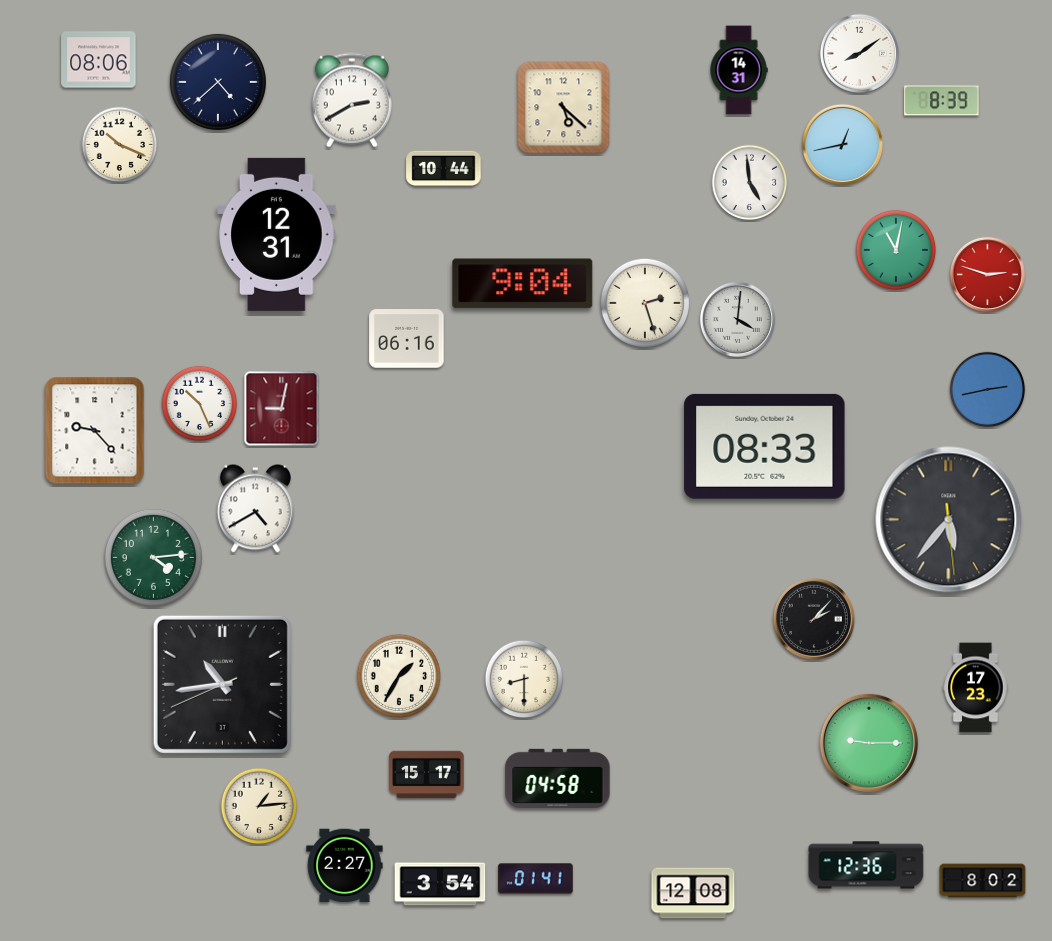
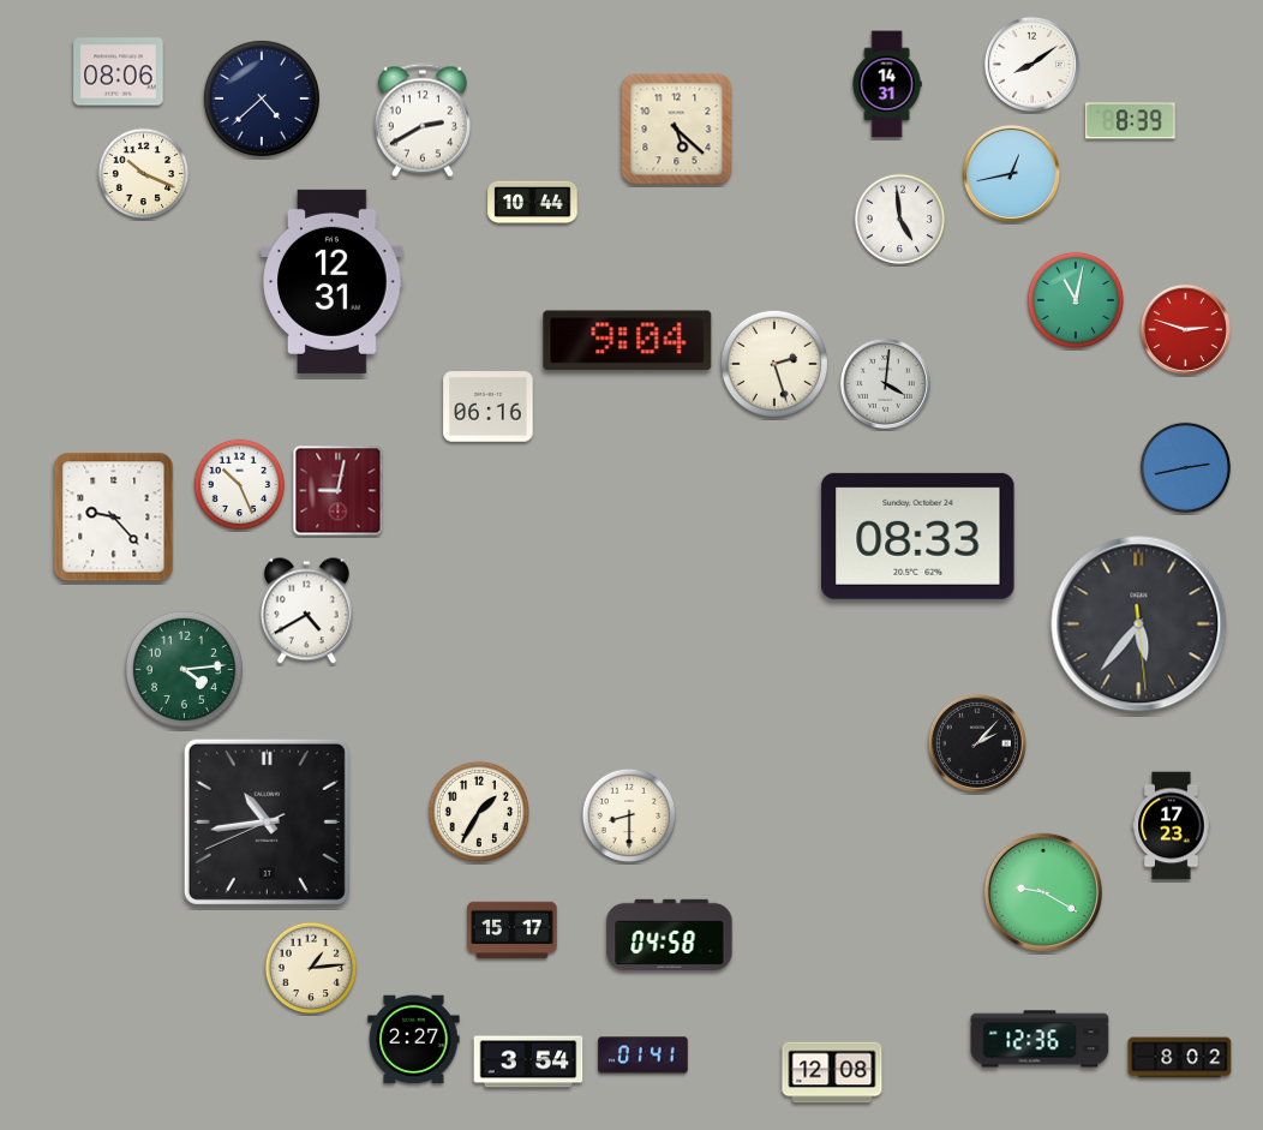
clock at (869, 743): 9:15 -> 9:20
